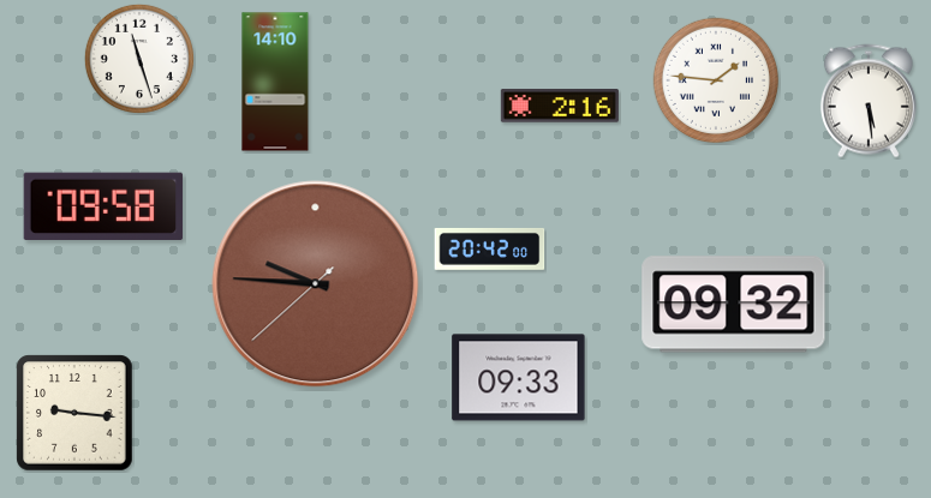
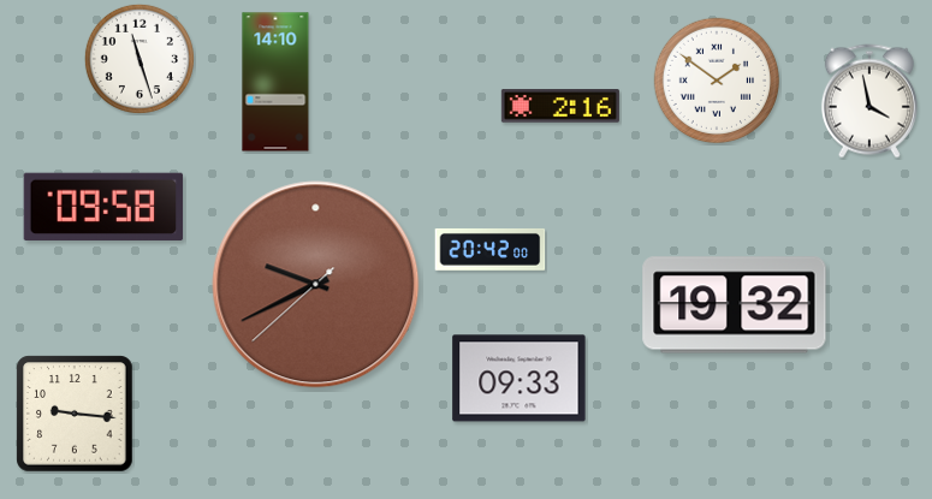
clock at (715, 79): 1:46 -> 1:51
clock at (869, 101): 5:29 -> 3:58
clock at (316, 284): 9:45 -> 9:40
clock at (734, 305): 09:32 -> 19:32
